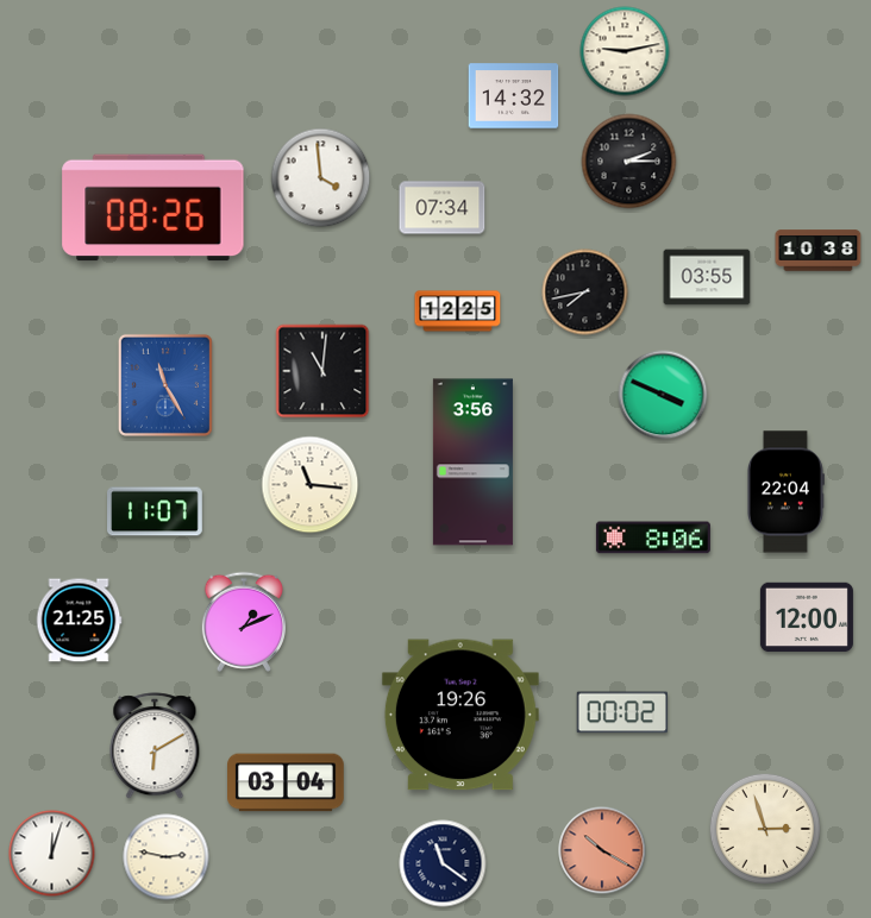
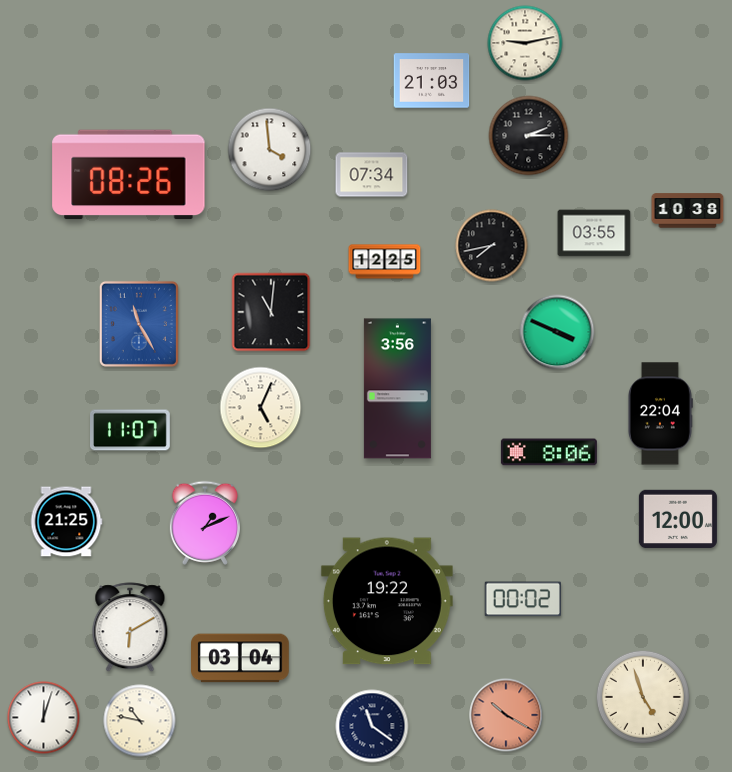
clock at (514, 96): 14:32 -> 21:03
clock at (311, 485): 11:16 -> 5:04
clock at (460, 715): 19:26 -> 19:22
clock at (765, 829): 2:57 -> 4:57
clock at (167, 857): 2:47 -> 10:47
